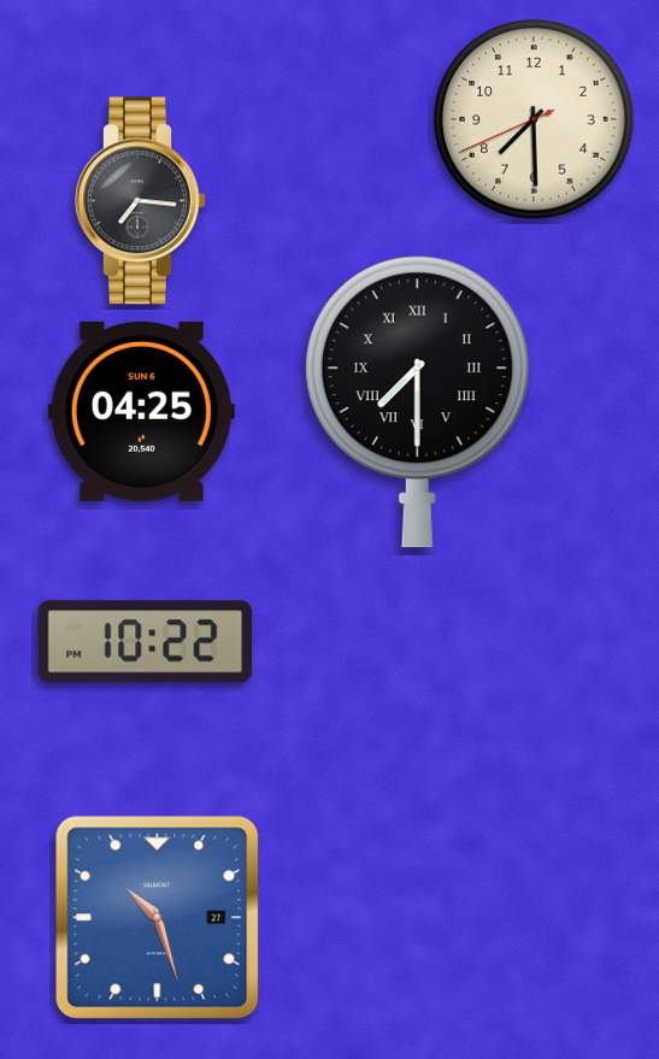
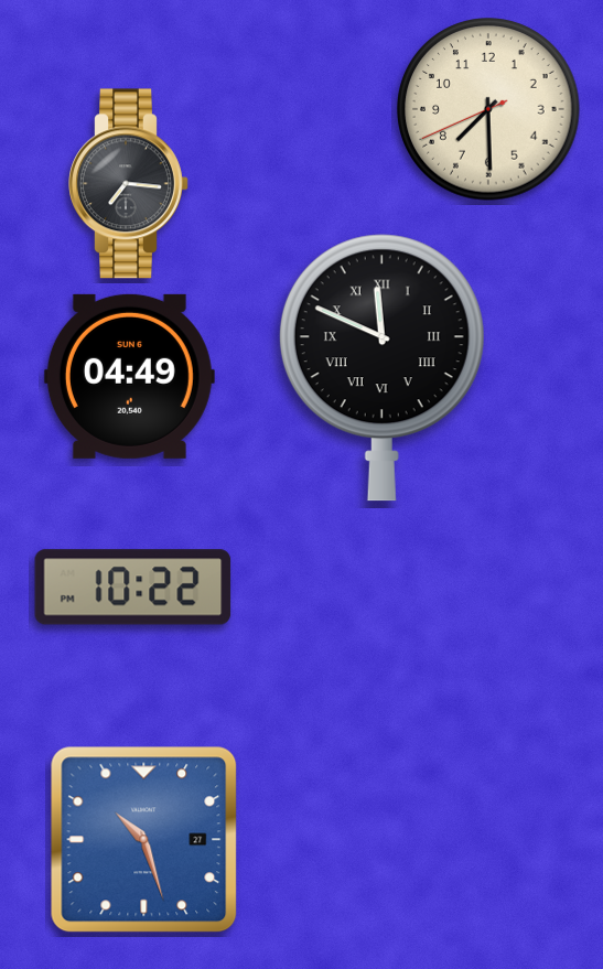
clock at (417, 402): 7:30 -> 11:49
clock at (141, 411): 04:25 -> 04:49
